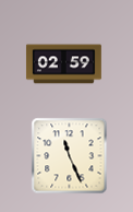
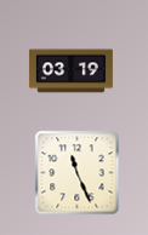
clock at (63, 64): 02:59 -> 03:19
